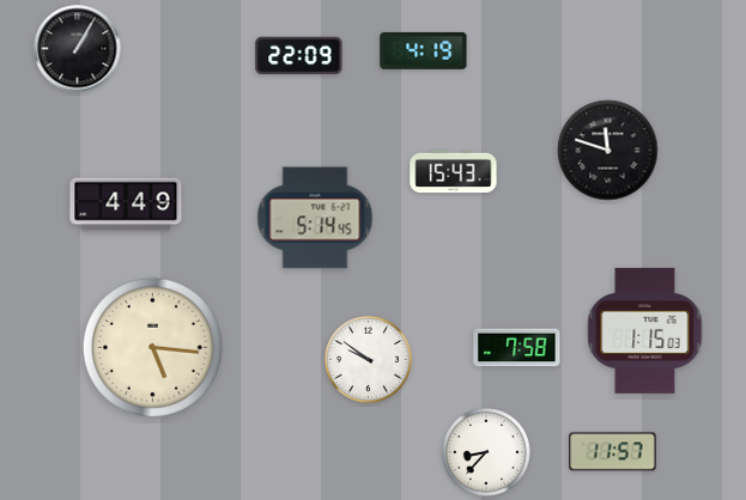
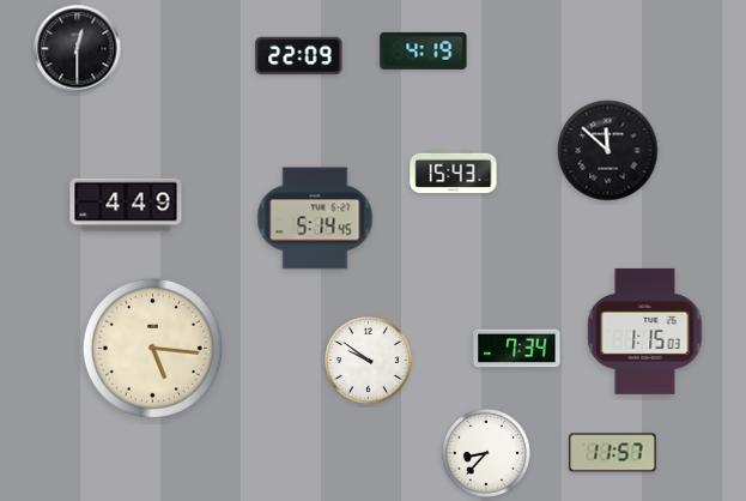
clock at (78, 49): 1:05 -> 12:30
clock at (608, 151): 11:48 -> 11:52
clock at (517, 348): 7:58 -> 7:34
